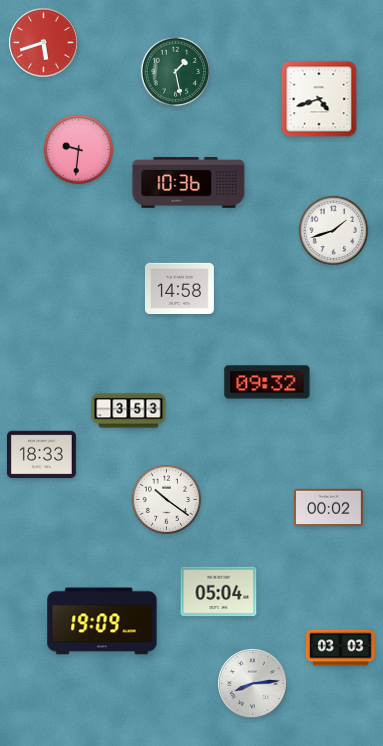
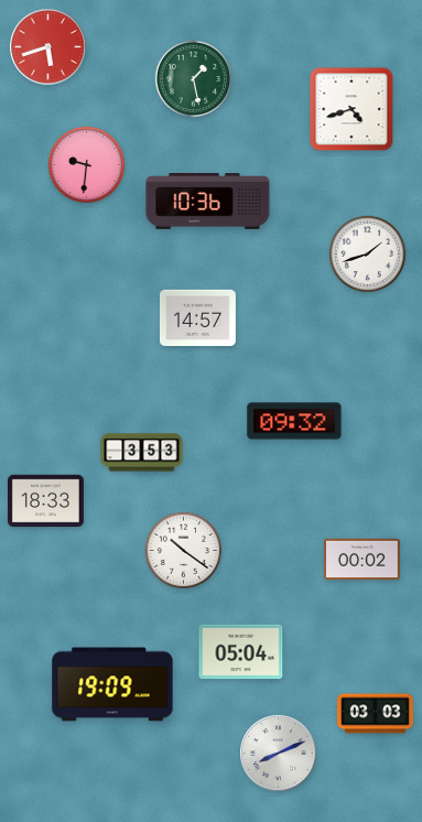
clock at (179, 288): 14:58 -> 14:57
clock at (253, 684): 8:14 -> 8:11
